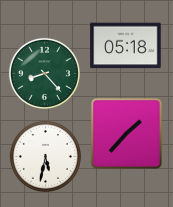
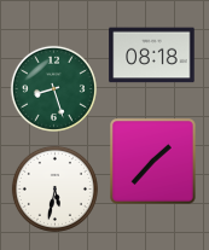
clock at (126, 46): 05:18 -> 08:18
clock at (44, 73): 8:23 -> 8:27
